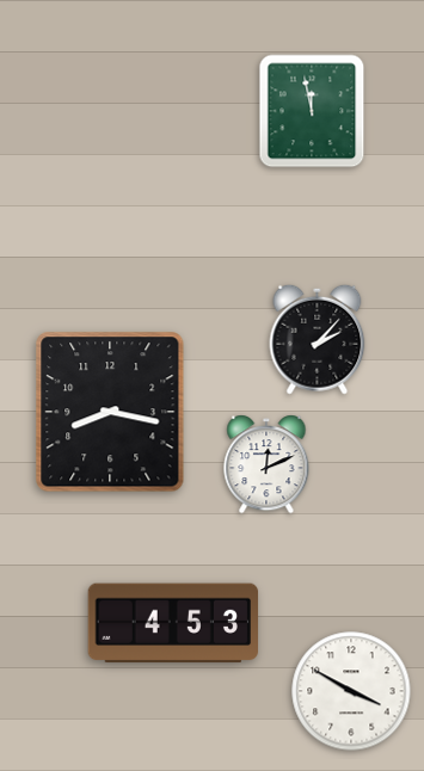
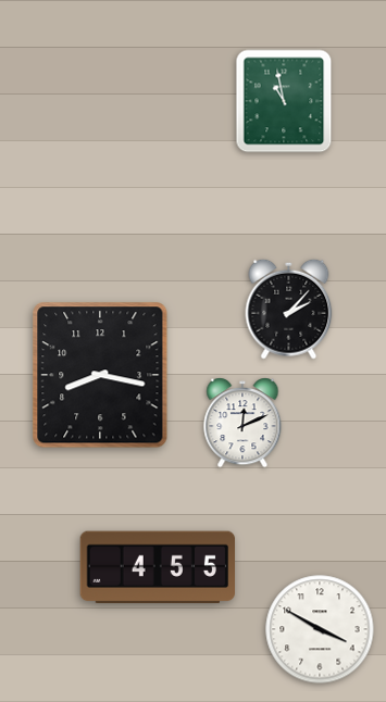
clock at (312, 111): 11:58 -> 10:58
clock at (173, 623): 4:53 -> 4:55
